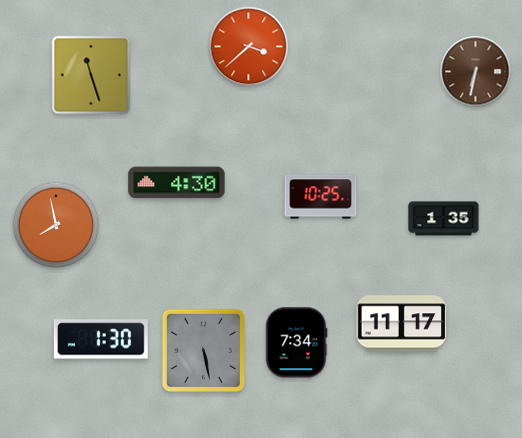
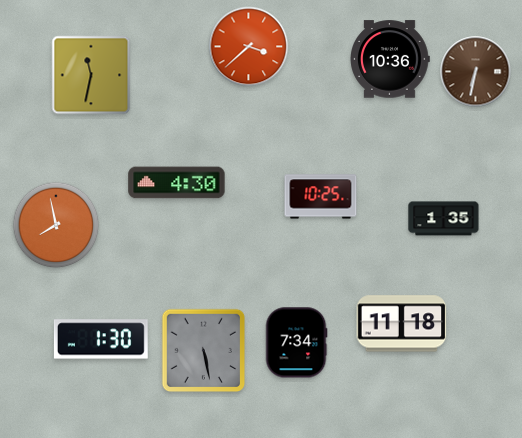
clock at (390, 59): none -> 10:36
clock at (91, 75): 11:27 -> 11:32
clock at (402, 324): 11:17 -> 11:18
